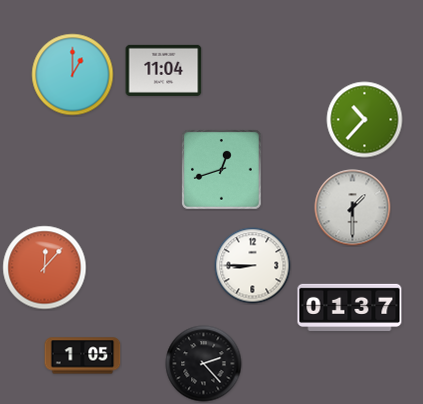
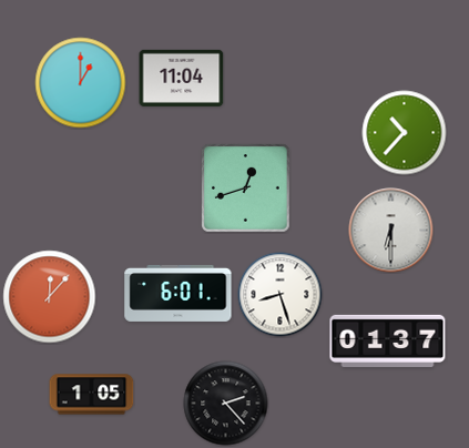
clock at (353, 208): 1:30 -> 6:30
clock at (179, 293): none -> 6:01
clock at (253, 266): 8:45 -> 8:27
